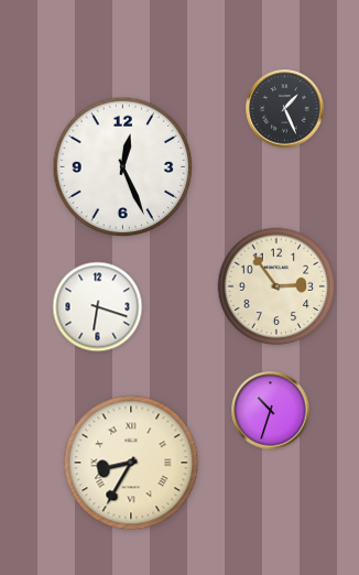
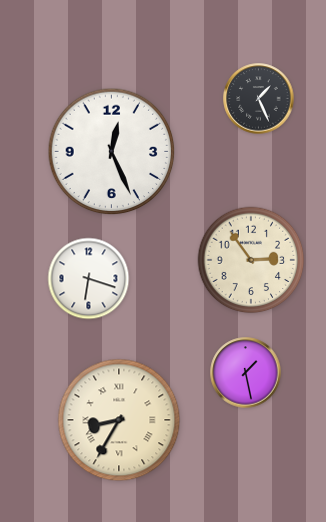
clock at (271, 411): 10:33 -> 1:28
